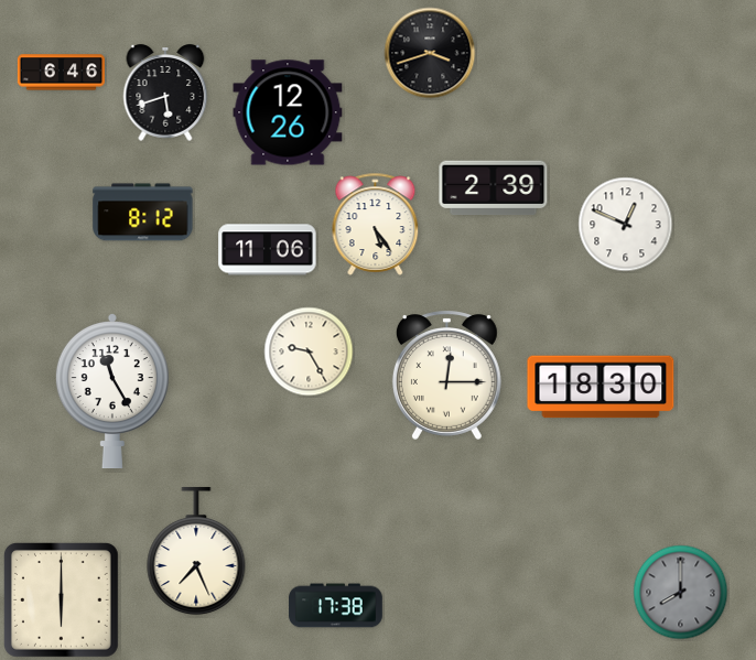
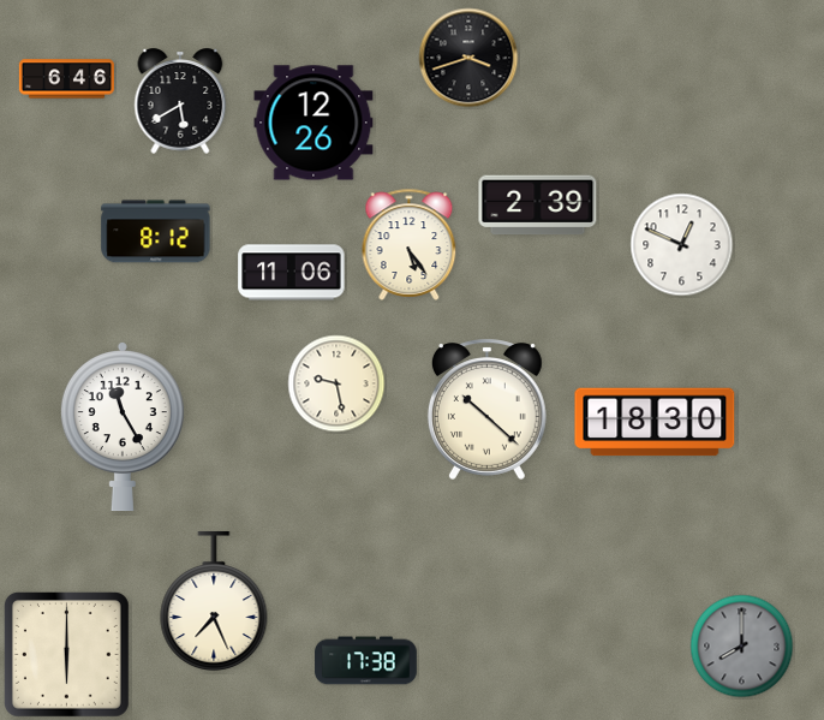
clock at (165, 93): 5:42 -> 5:40
clock at (309, 351): 9:25 -> 9:28
clock at (446, 375): 12:15 -> 10:22
